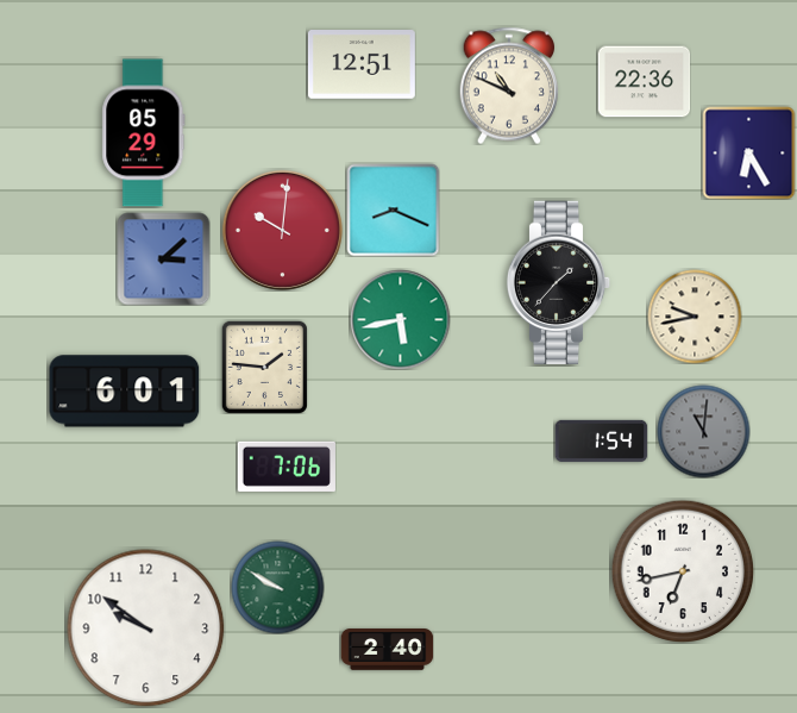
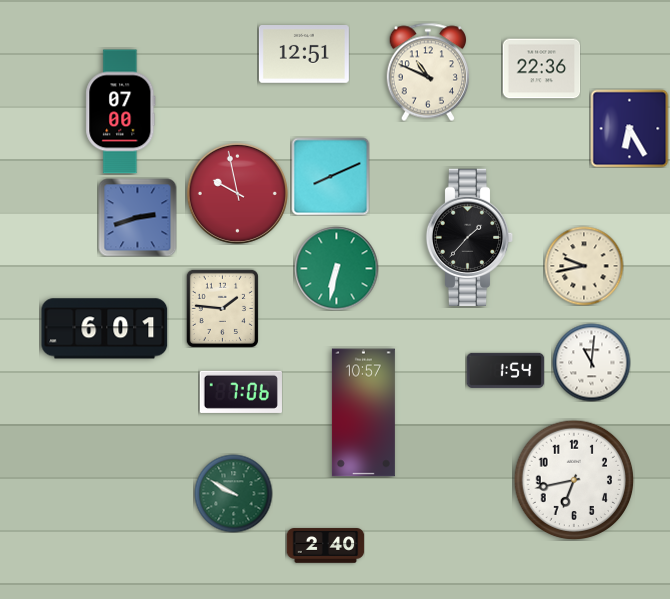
clock at (144, 133): 05:29 -> 07:00
clock at (393, 209): 8:19 -> 8:11
clock at (282, 230): 10:01 -> 9:58
clock at (163, 258): 3:08 -> 2:42
clock at (400, 319): 5:43 -> 6:32
clock at (703, 431) dial: grey -> white
clock at (363, 413): none -> 10:57
clock at (146, 628): 9:51 -> none
